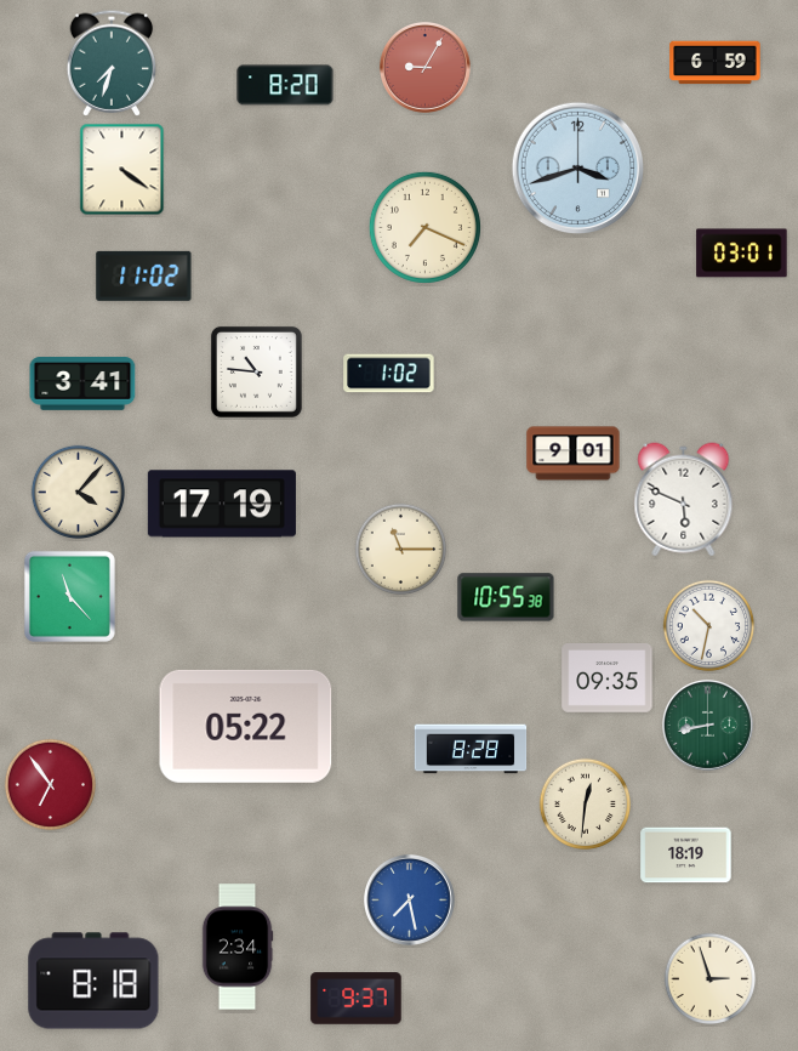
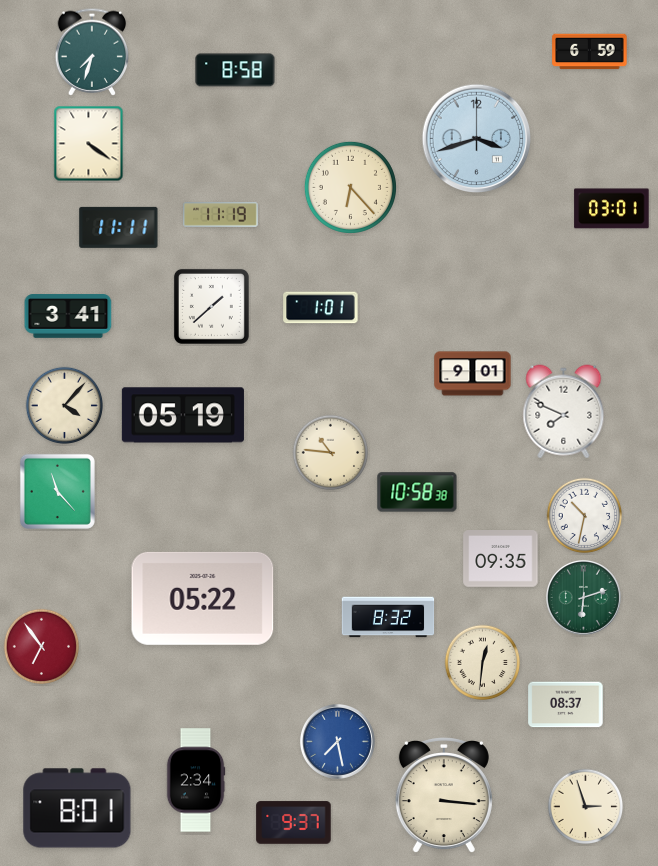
clock at (424, 67): 9:05 -> none
clock at (285, 85): 8:20 -> 8:58
clock at (122, 170) position: (122, 170) -> (89, 144)
clock at (424, 227): 7:19 -> 6:23
clock at (221, 215): none -> 11:19
clock at (144, 275): 11:02 -> 11:11
clock at (256, 371): 10:46 -> 1:38
clock at (389, 374): 1:02 -> 1:01
clock at (684, 500): 5:49 -> 7:49
clock at (222, 504): 17:19 -> 05:19
clock at (401, 550): 11:15 -> 10:46
clock at (506, 597): 10:55 -> 10:58
clock at (707, 725): 8:43 -> 6:12
clock at (471, 749): 8:28 -> 8:32
clock at (686, 856): 18:19 -> 08:37
clock at (444, 796): none -> 3:16
clock at (93, 981): 8:18 -> 8:01
